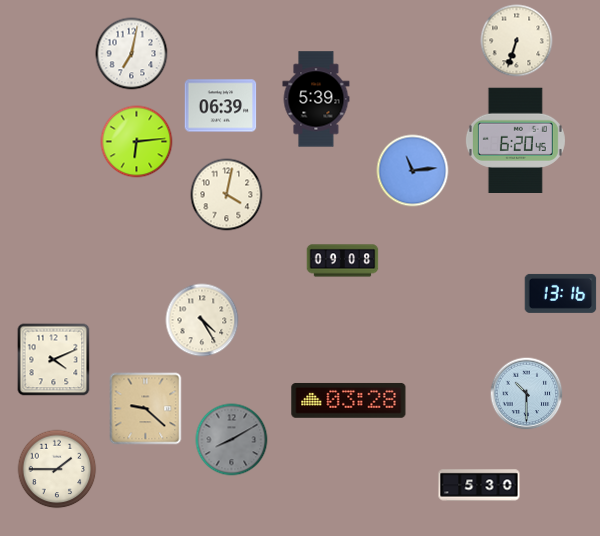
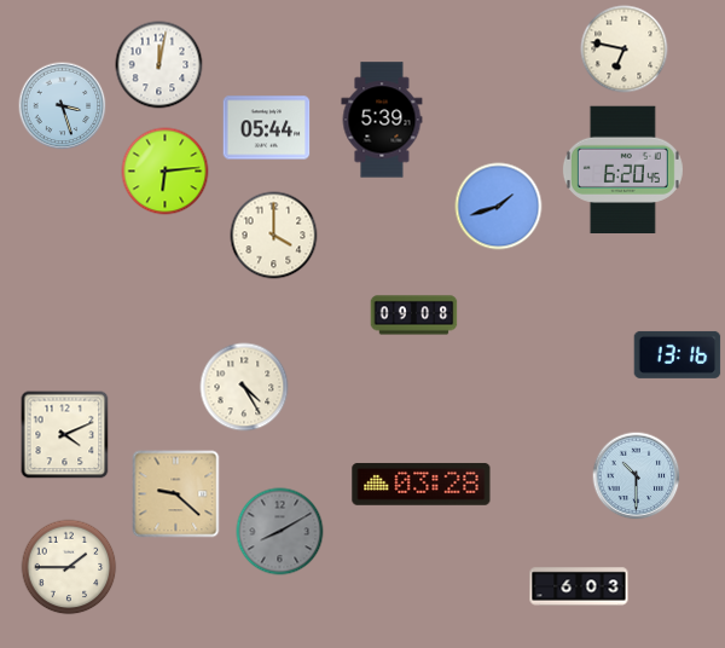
clock at (517, 41): 6:33 -> 6:47
clock at (132, 54): 7:02 -> 12:02
clock at (63, 106): none -> 3:27
clock at (221, 106): 06:39 -> 05:44
clock at (413, 171): 11:14 -> 1:42
clock at (227, 195): 4:02 -> 4:00
clock at (479, 485): 5:30 -> 6:03
